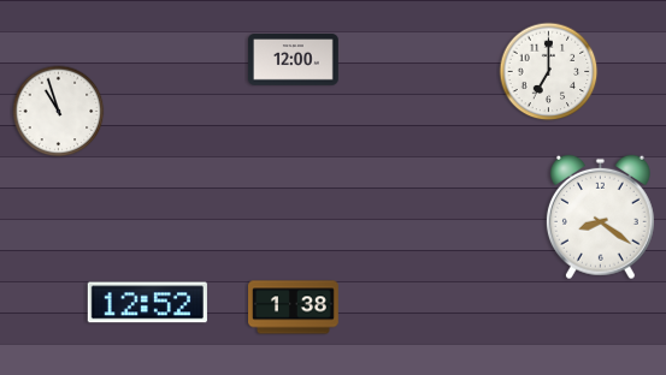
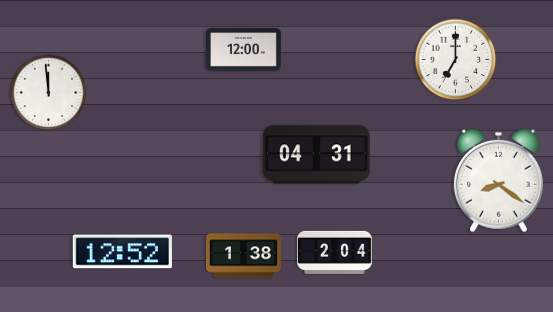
clock at (59, 112): 10:57 -> 11:59
clock at (317, 155): none -> 04:31
clock at (335, 252): none -> 2:04
